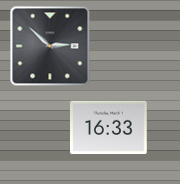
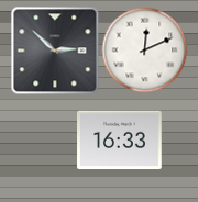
clock at (144, 49): none -> 12:11
